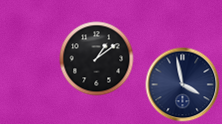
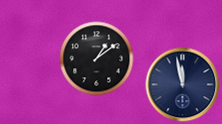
clock at (183, 85): 3:58 -> 11:58
